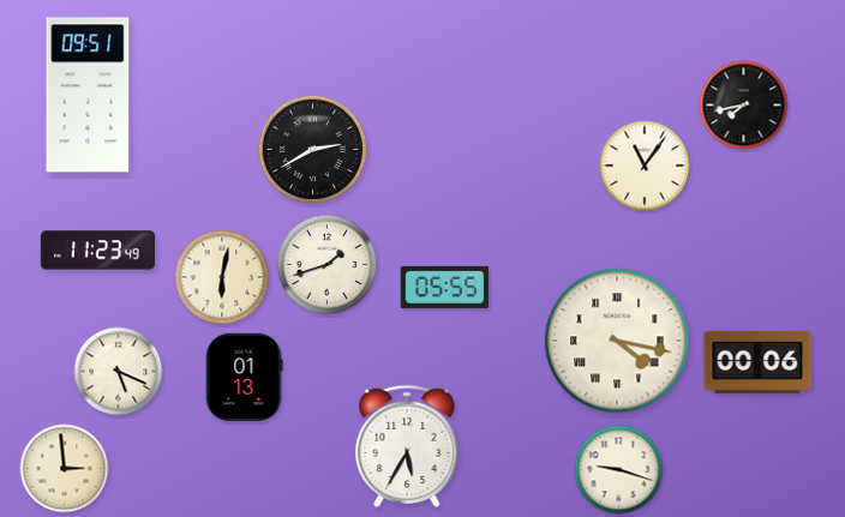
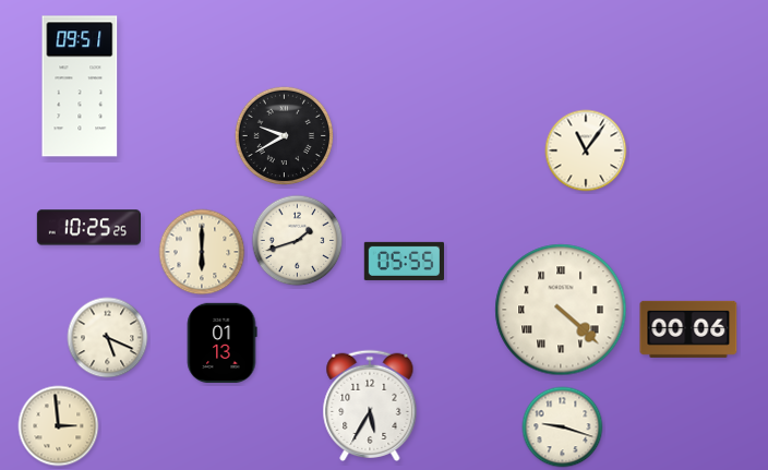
clock at (744, 106): 7:43 -> none
clock at (313, 150): 2:40 -> 9:40
clock at (97, 251): 11:23 -> 10:25
clock at (222, 277): 6:02 -> 6:00
clock at (617, 341): 4:17 -> 4:22
